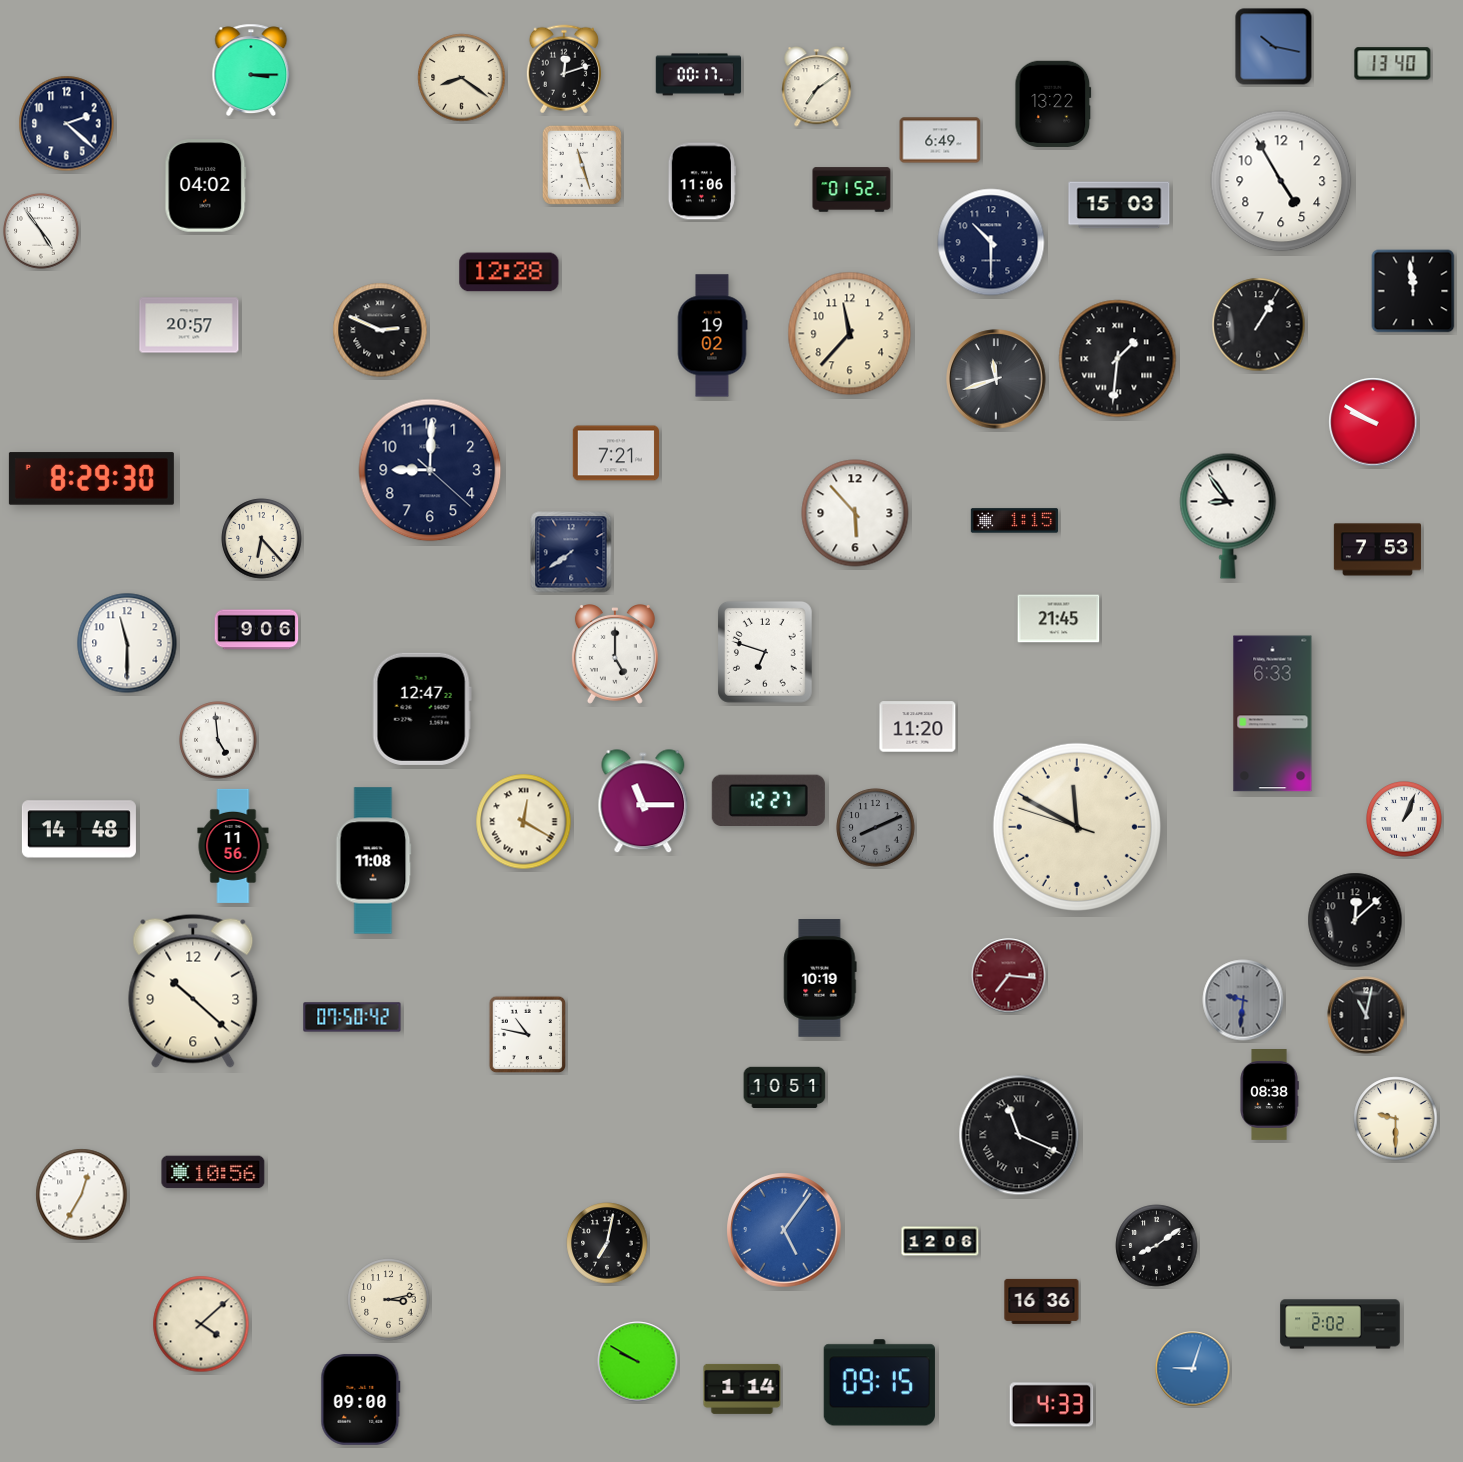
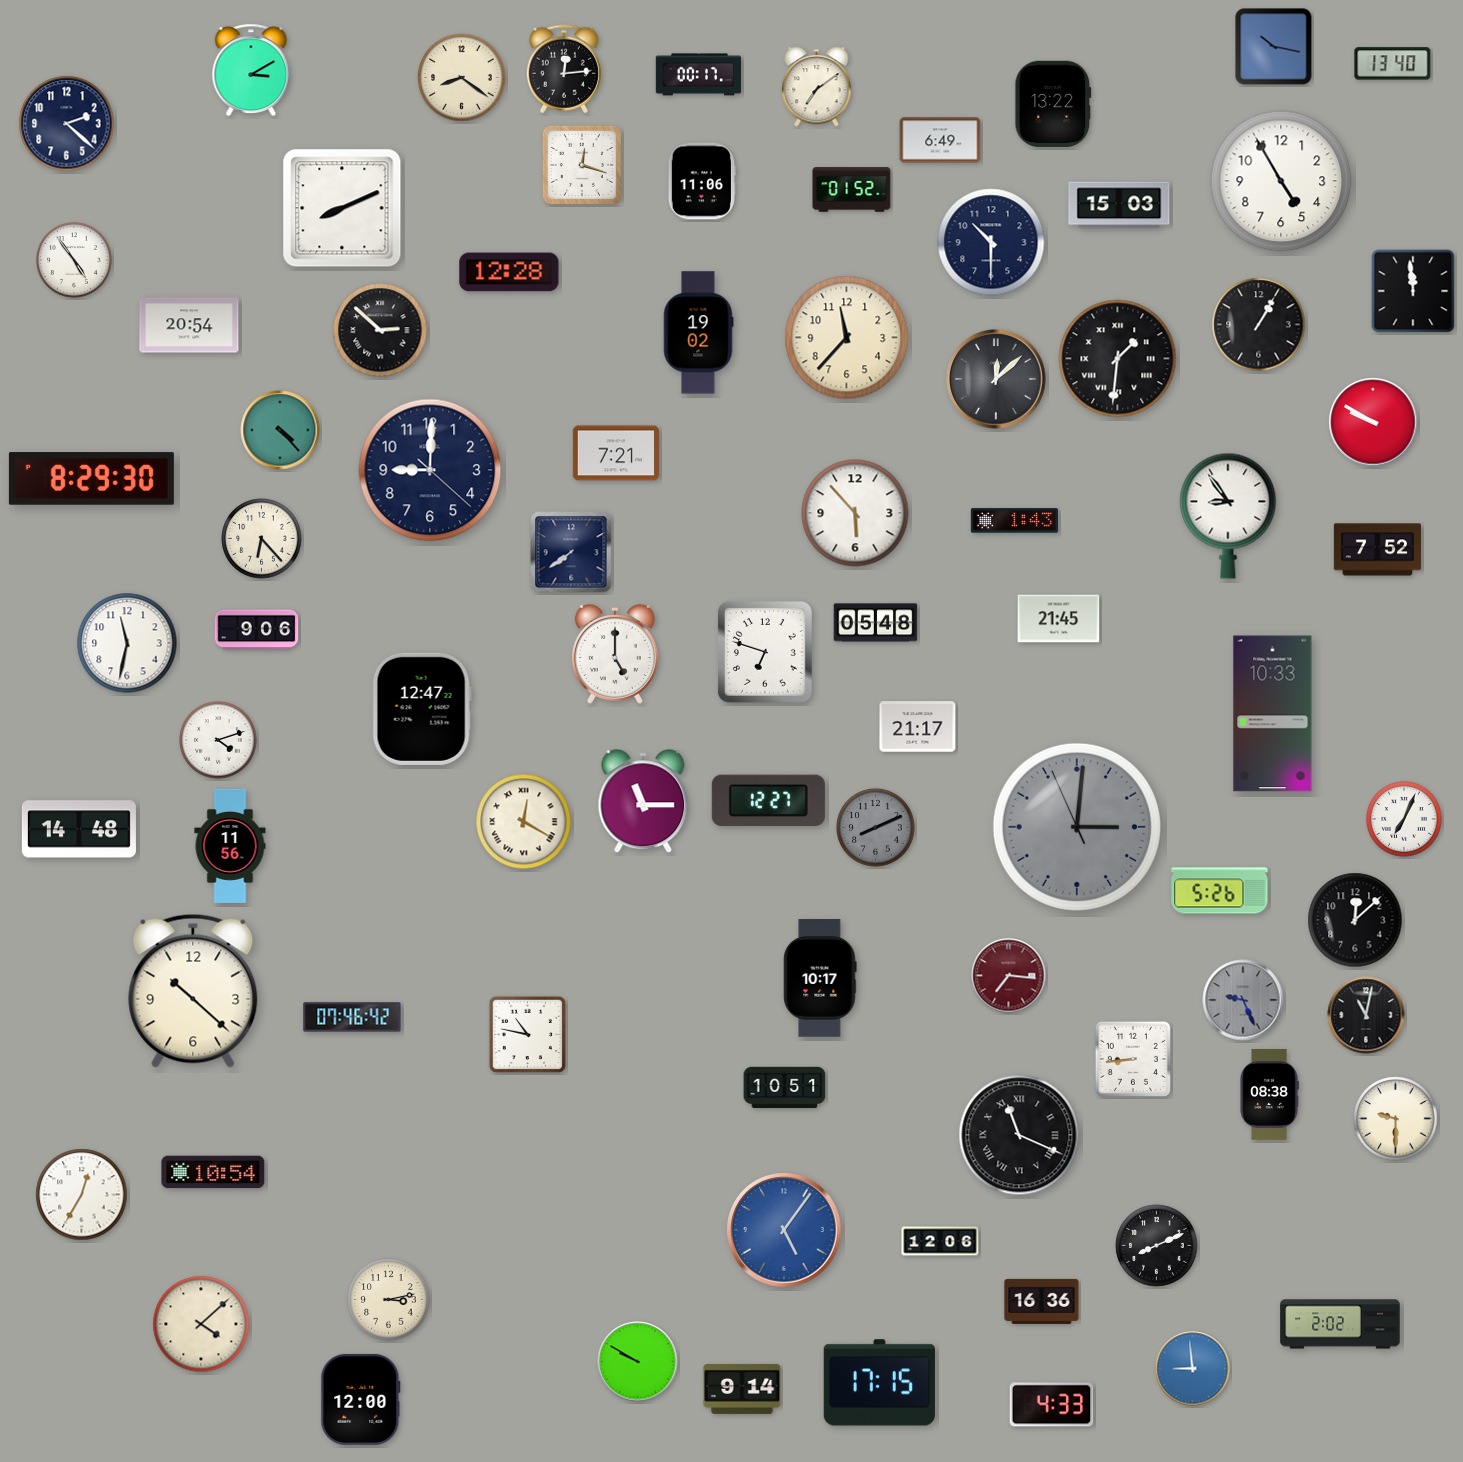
clock at (564, 69): 12:12 -> 12:14
clock at (251, 70): 3:15 -> 3:10
clock at (582, 165): 11:27 -> 12:18
clock at (206, 186): 04:02 -> none
clock at (342, 208): none -> 8:11
clock at (41, 231) position: (41, 231) -> (74, 260)
clock at (189, 325): 20:57 -> 20:54
clock at (380, 330): 2:49 -> 2:52
clock at (850, 334) position: (850, 334) -> (847, 338)
clock at (712, 336) position: (712, 336) -> (698, 333)
clock at (996, 379): 11:42 -> 12:08
clock at (280, 430): none -> 4:23
clock at (1014, 521): 1:15 -> 1:43
clock at (1377, 550): 7:53 -> 7:52
clock at (876, 623): none -> 05:48
clock at (127, 643): 11:30 -> 11:32
clock at (1273, 714): 6:33 -> 10:33
clock at (918, 727): 11:20 -> 21:17
clock at (218, 740): 4:59 -> 4:12
clock at (1404, 819): 1:04 -> 7:04
clock at (1077, 827): 11:49 -> 3:00
clock at (1077, 827) dial: cream -> grey
clock at (233, 846) position: (233, 846) -> (230, 846)
clock at (374, 861): 11:08 -> none
clock at (1220, 891): none -> 5:26
clock at (820, 978): 10:19 -> 10:17
clock at (1243, 1000): 9:31 -> 9:26
clock at (352, 1017): 07:50 -> 07:46
clock at (1133, 1059): none -> 8:44
clock at (213, 1172): 10:56 -> 10:54
clock at (607, 1243): 7:02 -> none
clock at (1157, 1246): 8:09 -> 8:11
clock at (1193, 1369): 9:03 -> 8:59
clock at (879, 1383): 09:15 -> 17:15
clock at (742, 1389): 1:14 -> 9:14
clock at (361, 1399): 09:00 -> 12:00
